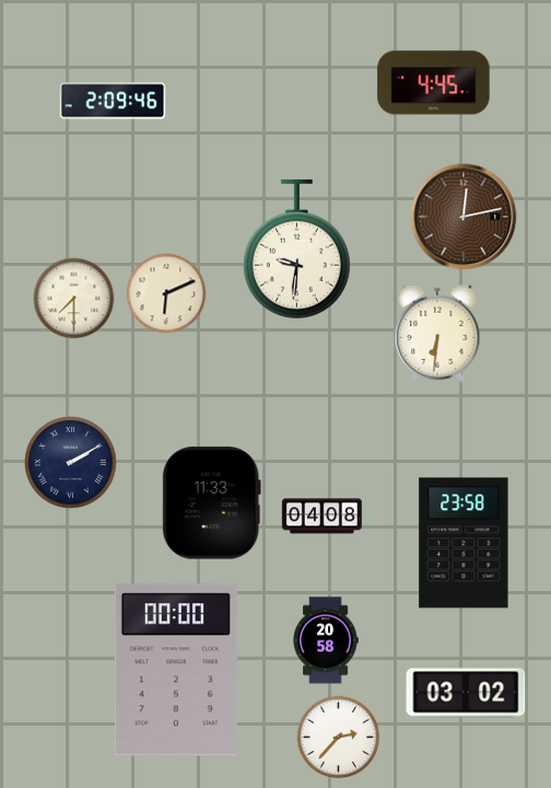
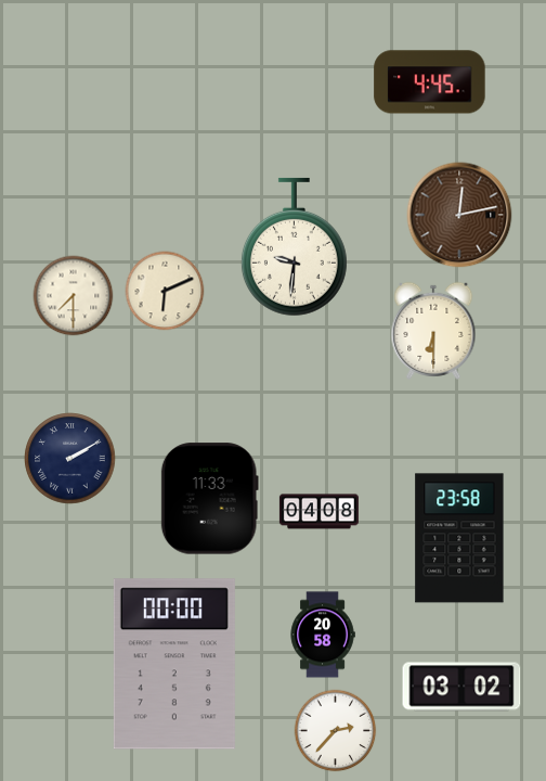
clock at (113, 101): 2:09 -> none
clock at (437, 334): 6:31 -> 6:30
